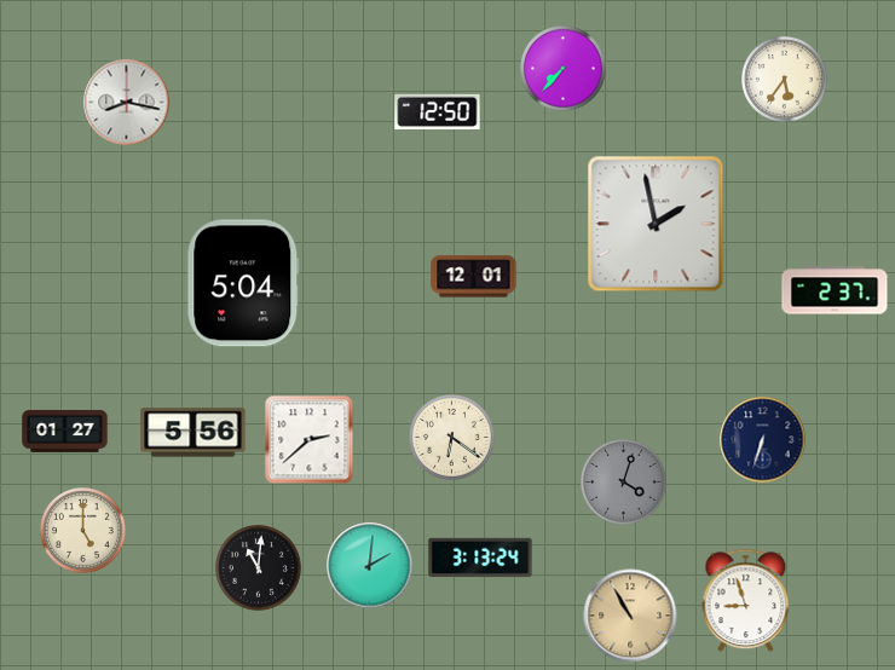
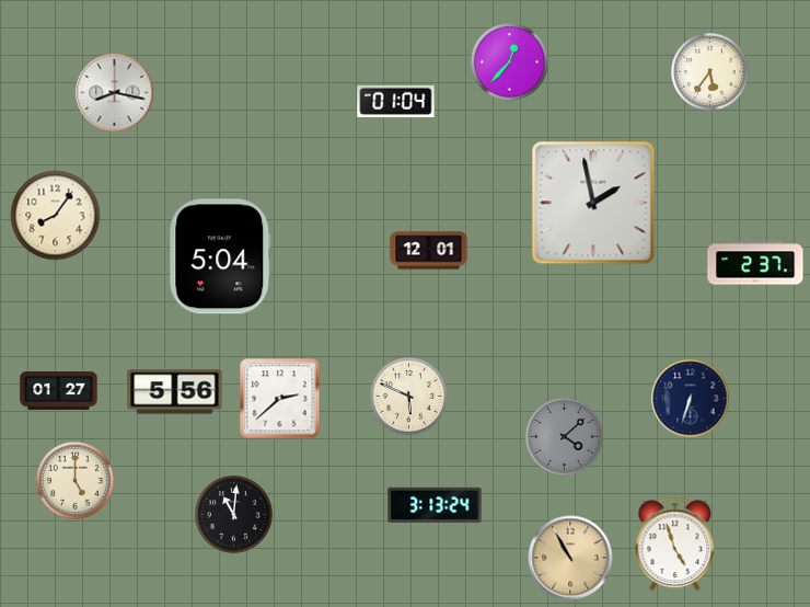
clock at (564, 69): 7:37 -> 12:37
clock at (438, 111): 12:50 -> 01:04
clock at (56, 216): none -> 8:06
clock at (452, 438): 6:21 -> 5:49
clock at (624, 483): 4:03 -> 4:08
clock at (370, 566): 2:01 -> none
clock at (746, 601): 8:57 -> 4:57
